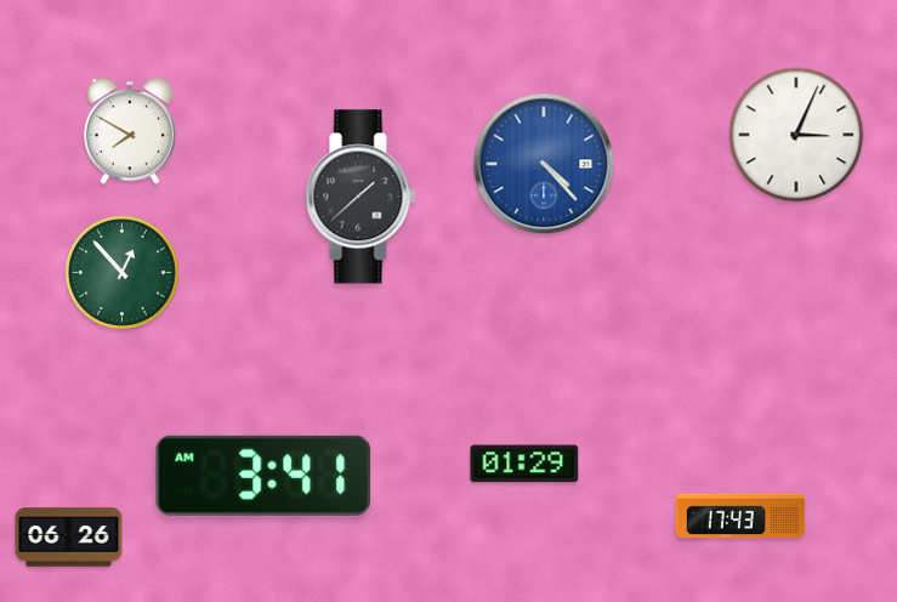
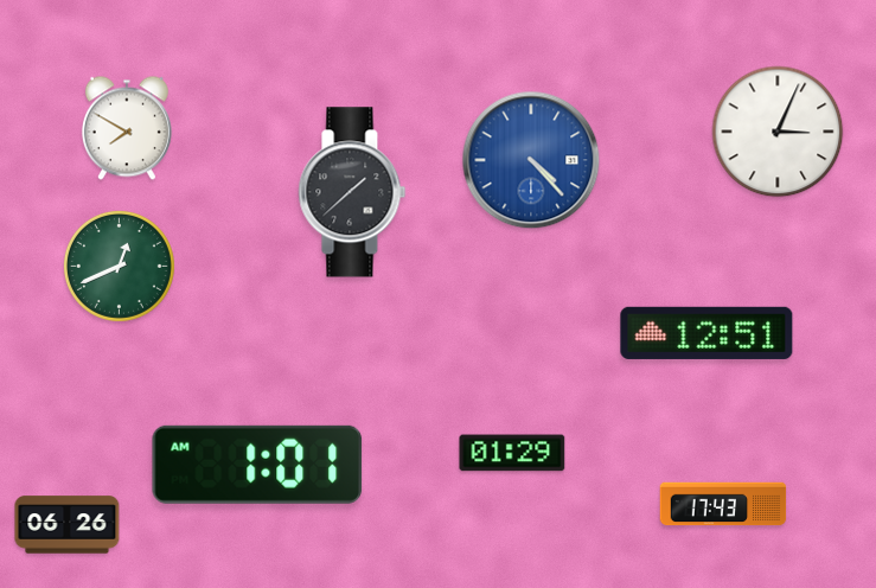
clock at (121, 272): 12:53 -> 12:41
clock at (706, 333): none -> 12:51
clock at (263, 476): 3:41 -> 1:01
